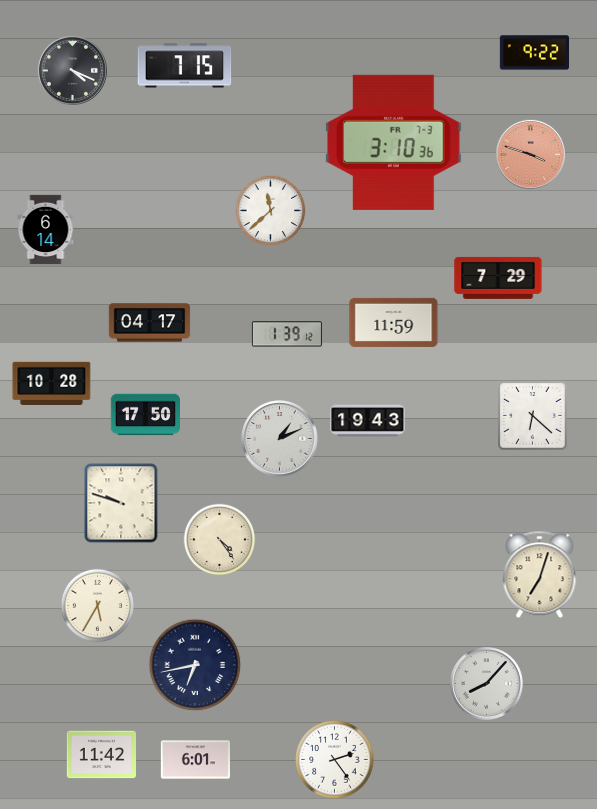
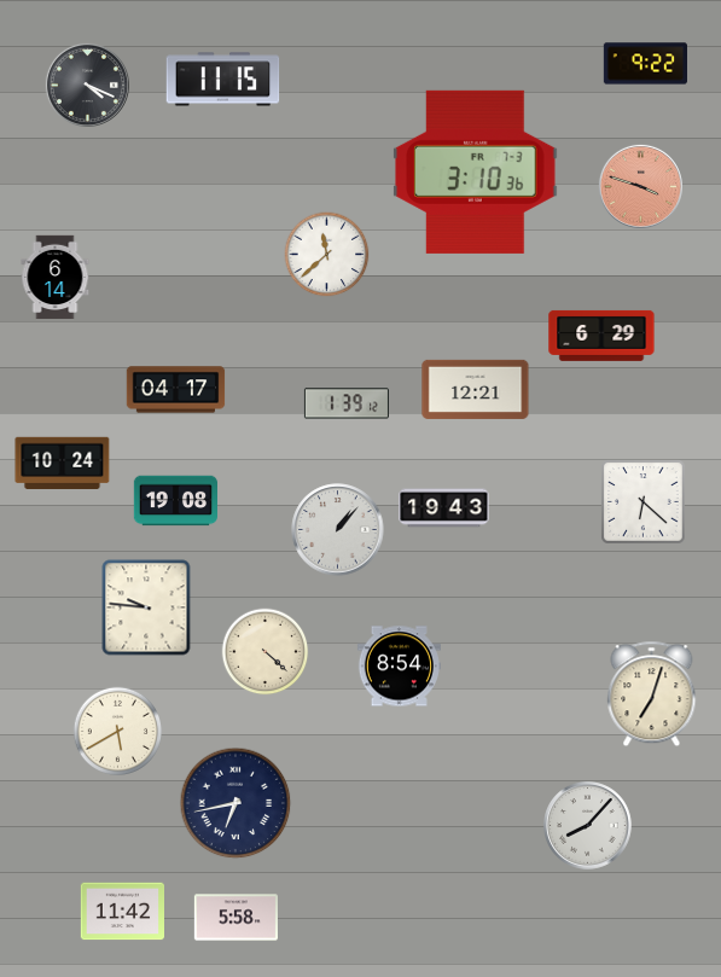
clock at (185, 66): 7:15 -> 11:15
clock at (498, 278): 7:29 -> 6:29
clock at (394, 322): 11:59 -> 12:21
clock at (150, 323) position: (150, 323) -> (176, 390)
clock at (52, 383): 10:28 -> 10:24
clock at (146, 415): 17:50 -> 19:08
clock at (280, 439): 1:11 -> 1:07
clock at (121, 503): 9:48 -> 9:46
clock at (220, 540): 4:24 -> 4:22
clock at (399, 667): none -> 8:54
clock at (97, 605): 5:35 -> 5:40
clock at (195, 760): 6:01 -> 5:58
clock at (335, 760): 2:24 -> none
